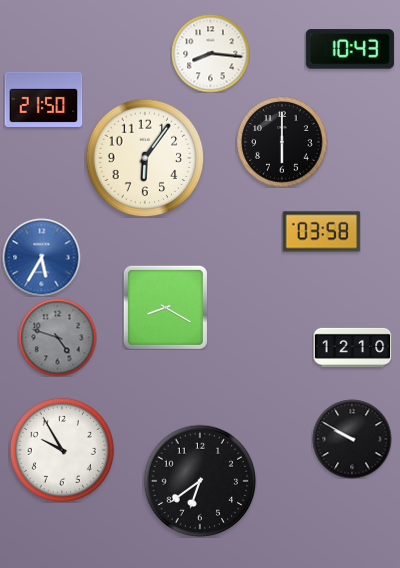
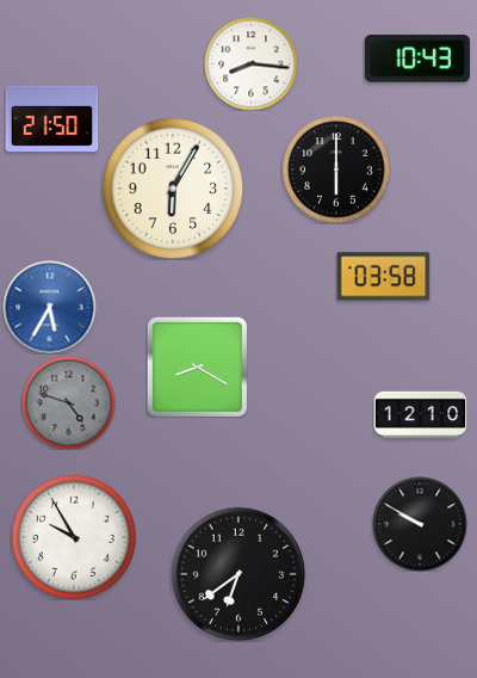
clock at (145, 158): 6:06 -> 6:05
